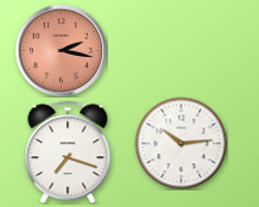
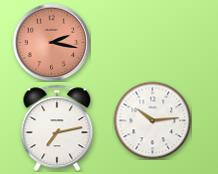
clock at (68, 152): 7:18 -> 7:13
